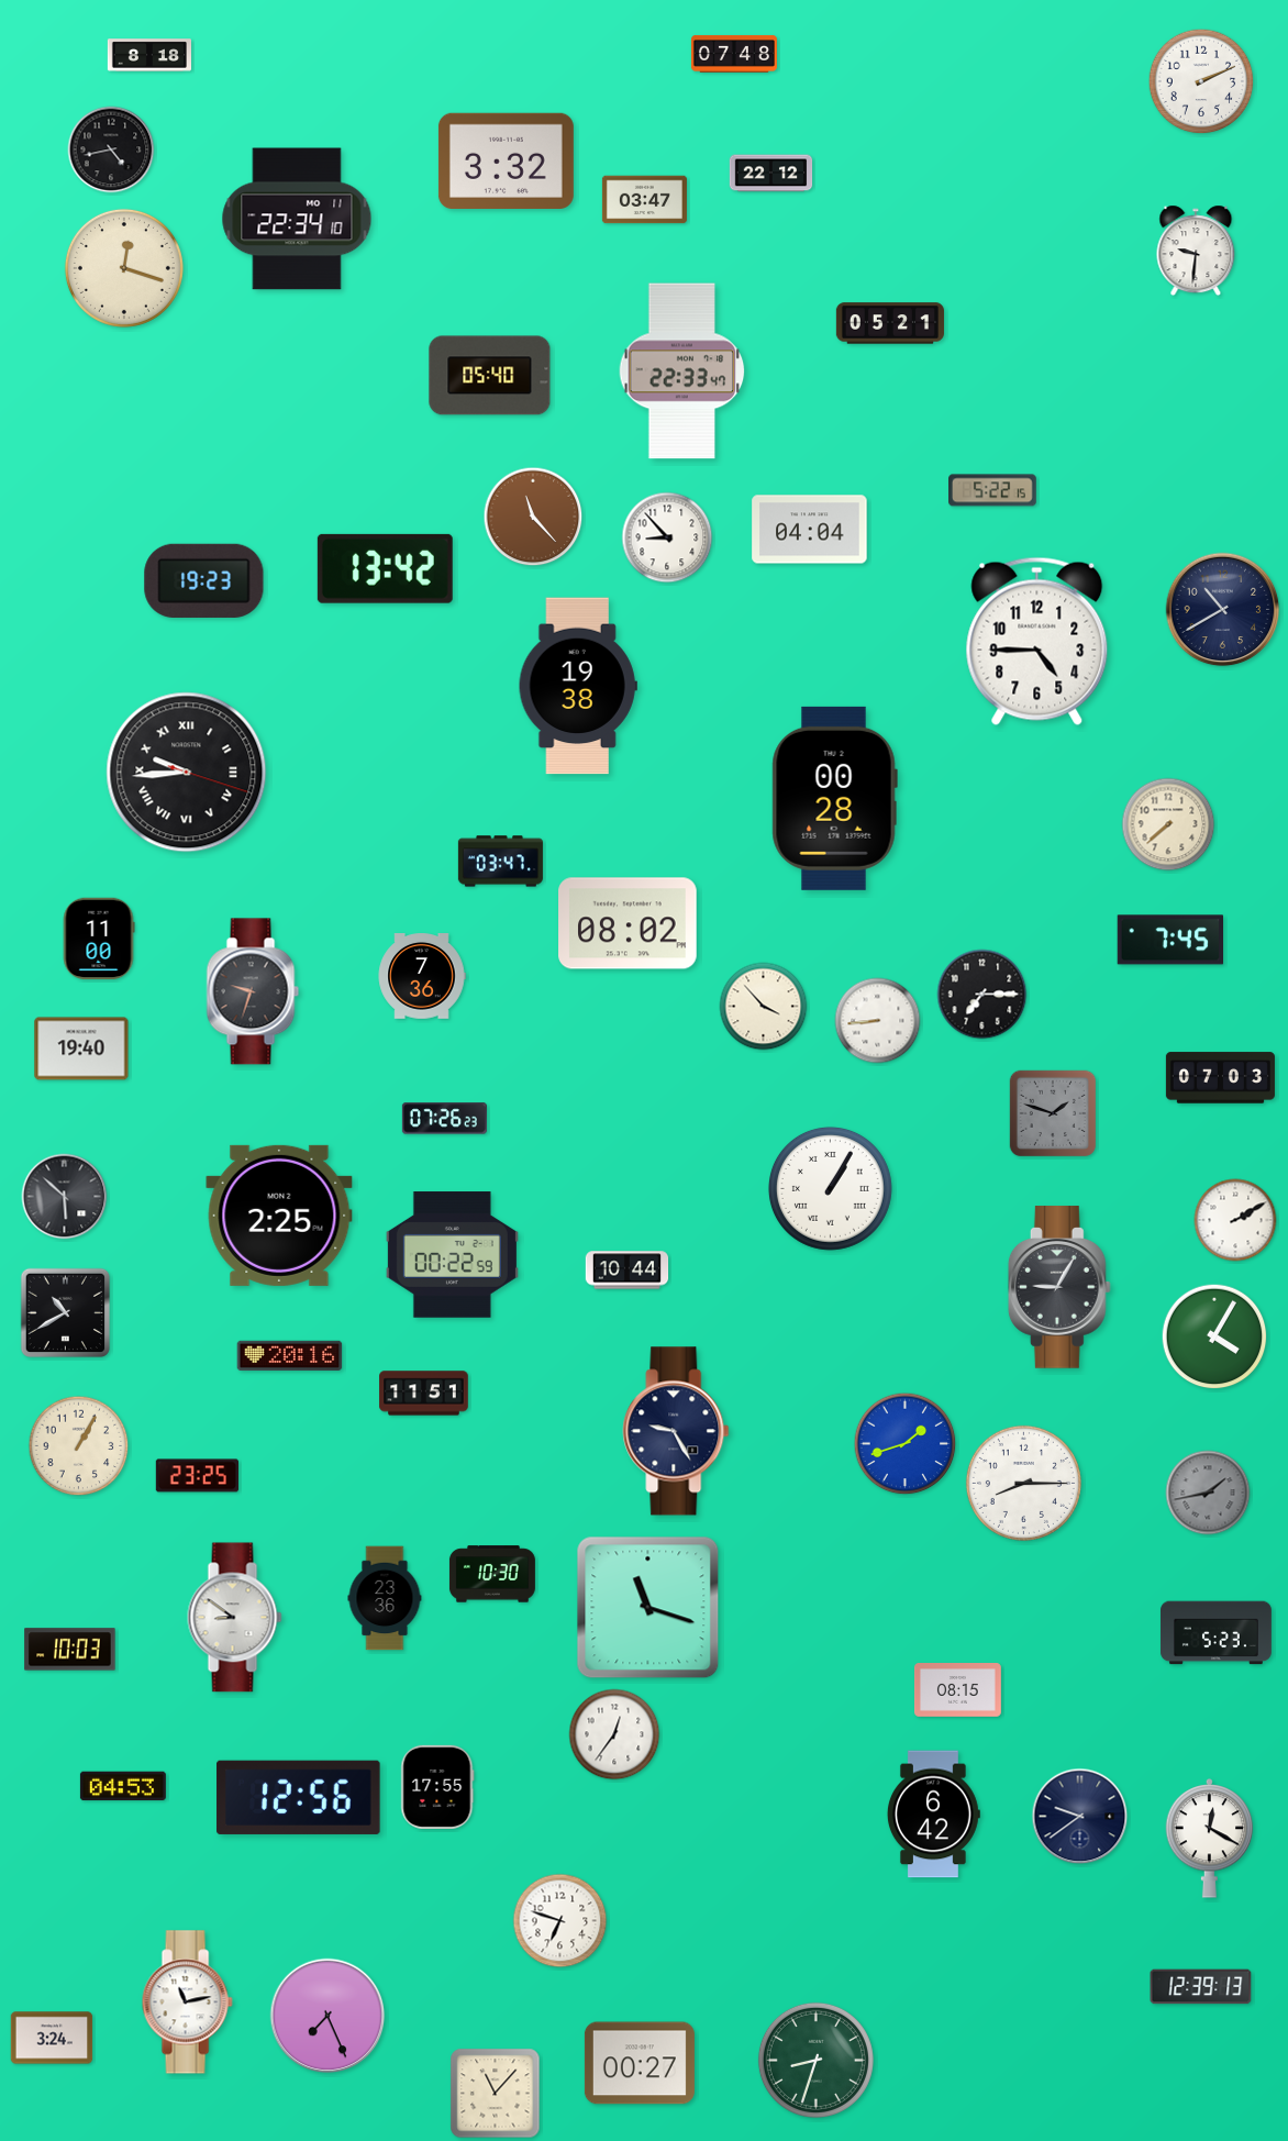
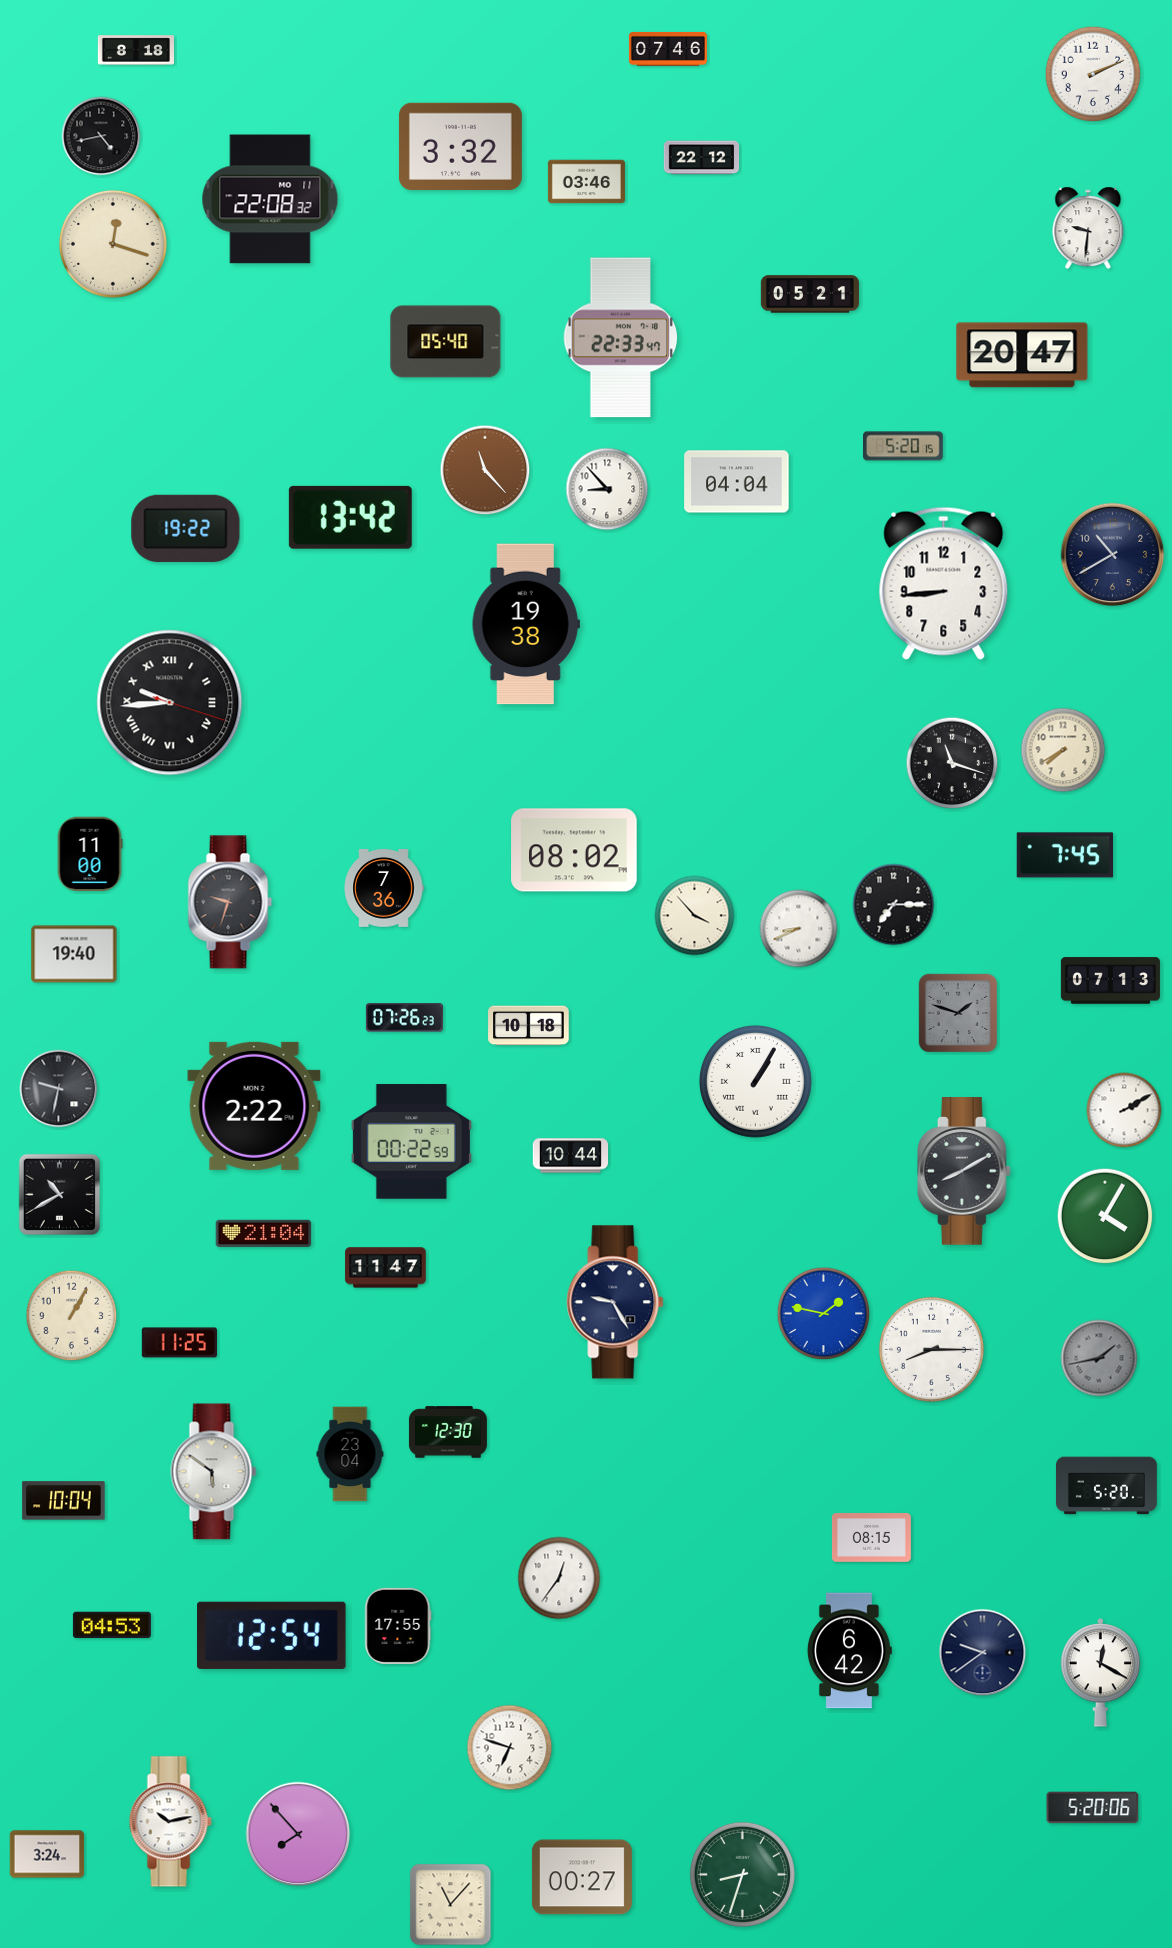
clock at (734, 54): 07:48 -> 07:46
clock at (644, 200): 03:47 -> 03:46
clock at (297, 219): 22:34 -> 22:08
clock at (1022, 355): none -> 20:47
clock at (993, 490): 5:22 -> 5:20
clock at (204, 580): 19:23 -> 19:22
clock at (1037, 641): 4:45 -> 8:44
clock at (834, 798): 00:28 -> none
clock at (1168, 824): 7:38 -> 7:40
clock at (952, 763): none -> 11:18
clock at (500, 862): 03:47 -> none
clock at (628, 923) position: (628, 923) -> (574, 850)
clock at (878, 1021): 8:44 -> 8:41
clock at (1220, 1078): 07:03 -> 07:13
clock at (529, 1026): none -> 10:18
clock at (65, 1197): 5:52 -> 9:32
clock at (279, 1216): 2:25 -> 2:22
clock at (1059, 1287): 9:05 -> 8:10
clock at (290, 1356): 20:16 -> 21:04
clock at (424, 1394): 11:51 -> 11:47
clock at (906, 1444): 1:42 -> 1:47
clock at (197, 1476): 23:25 -> 11:25
clock at (492, 1574): 10:30 -> 12:30
clock at (385, 1598): 23:36 -> 23:04
clock at (648, 1608): 11:18 -> none
clock at (235, 1618): 8:51 -> 5:51
clock at (1215, 1633): 5:23 -> 5:20
clock at (70, 1650): 10:03 -> 10:04
clock at (299, 1797): 12:56 -> 12:54
clock at (1201, 1987): 12:39 -> 5:20
clock at (187, 2003): 11:13 -> 10:13
clock at (327, 2016): 7:26 -> 7:53
